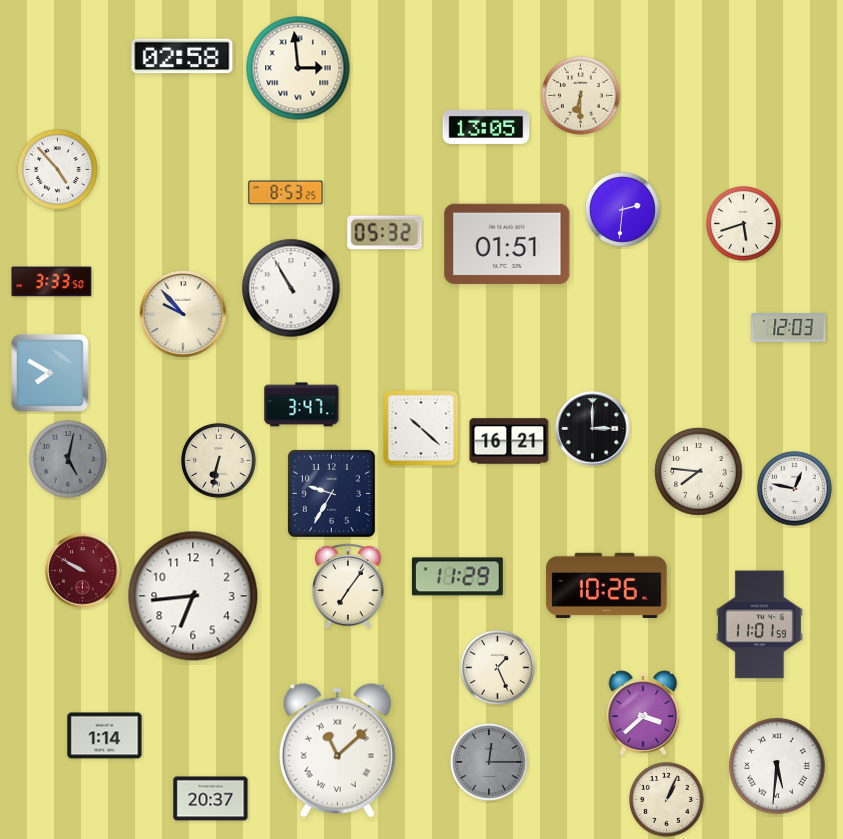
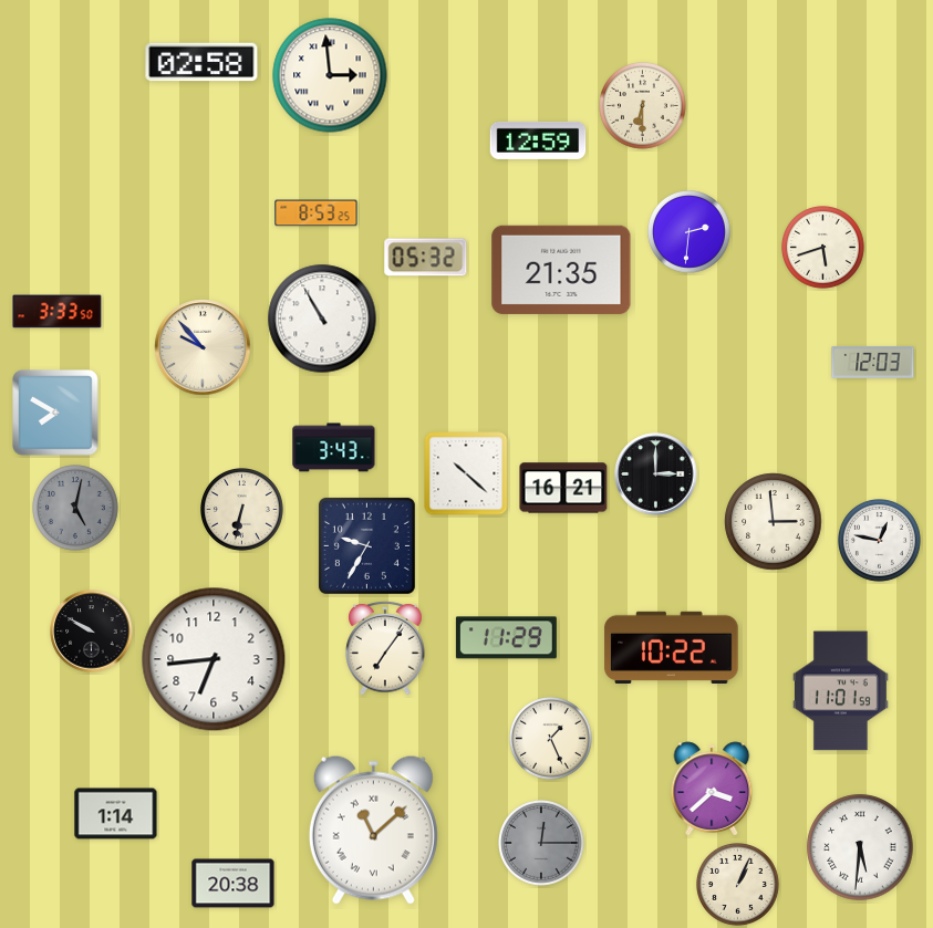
clock at (486, 127): 13:05 -> 12:59
clock at (58, 170): 4:53 -> none
clock at (507, 244): 01:51 -> 21:35
clock at (302, 405): 3:47 -> 3:43
clock at (699, 472): 7:46 -> 2:59
clock at (83, 571) dial: burgundy -> black
clock at (607, 585): 10:26 -> 10:22
clock at (211, 799): 20:37 -> 20:38
